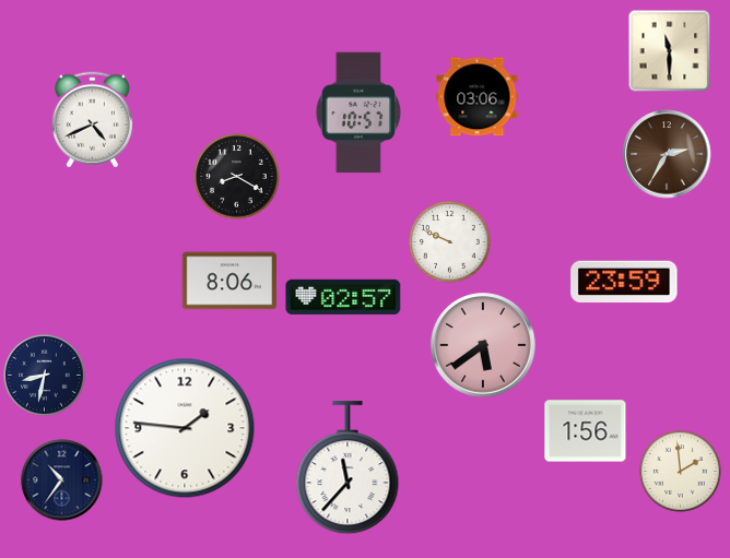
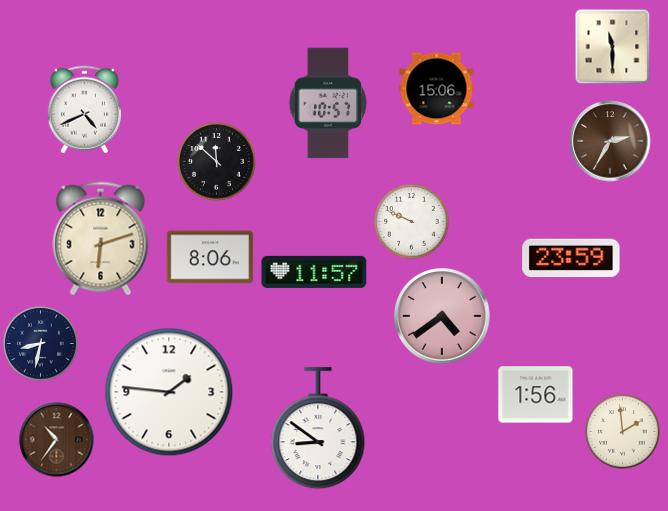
clock at (478, 97): 03:06 -> 15:06
clock at (237, 177): 8:20 -> 11:52
clock at (101, 239): none -> 6:12
clock at (343, 297): 02:57 -> 11:57
clock at (483, 345): 5:39 -> 4:39
clock at (348, 468): 11:37 -> 8:51
clock at (62, 480) dial: navy -> brown
